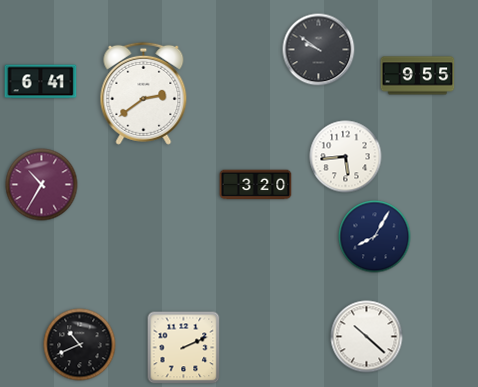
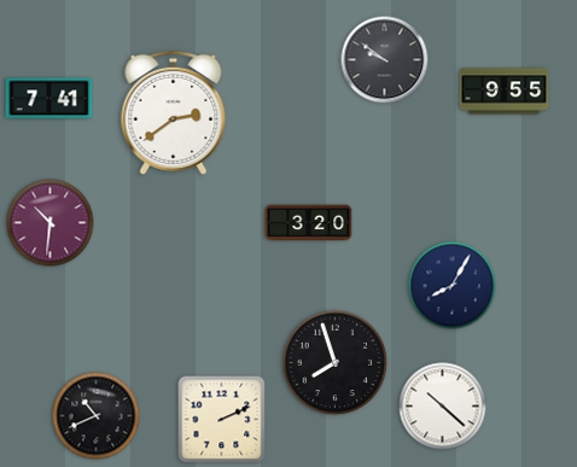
clock at (41, 82): 6:41 -> 7:41
clock at (346, 157): 5:44 -> none
clock at (42, 185): 10:35 -> 10:31
clock at (336, 363): none -> 7:57
